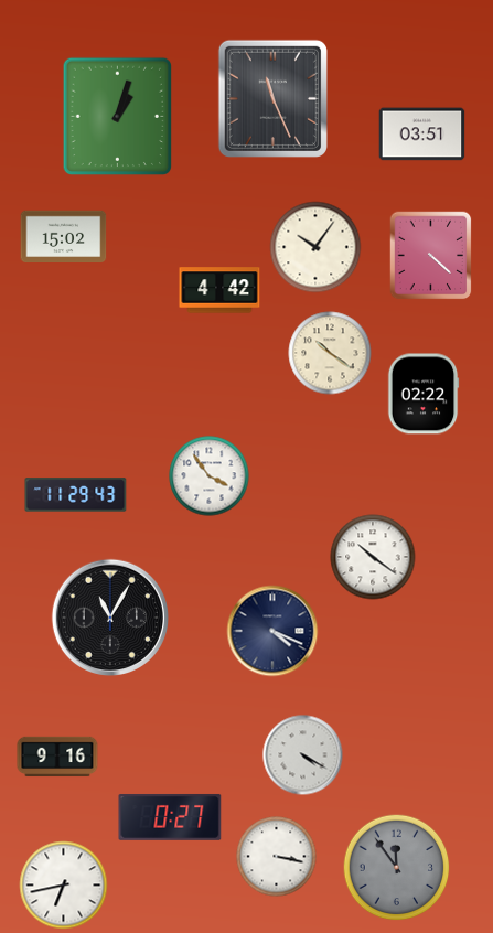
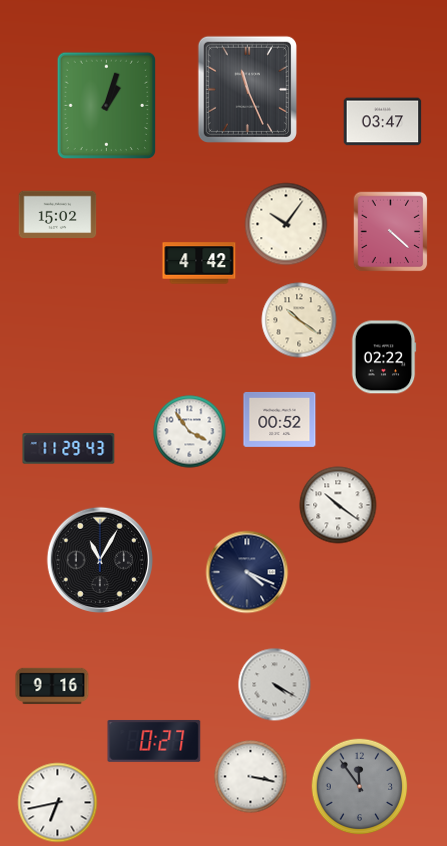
clock at (422, 135): 03:51 -> 03:47
clock at (280, 419): none -> 00:52
